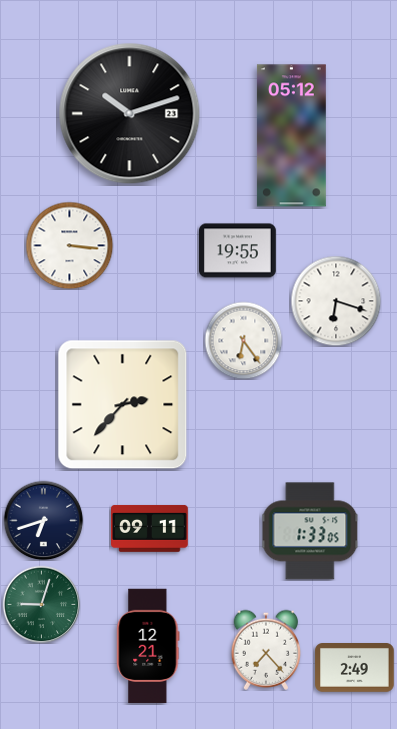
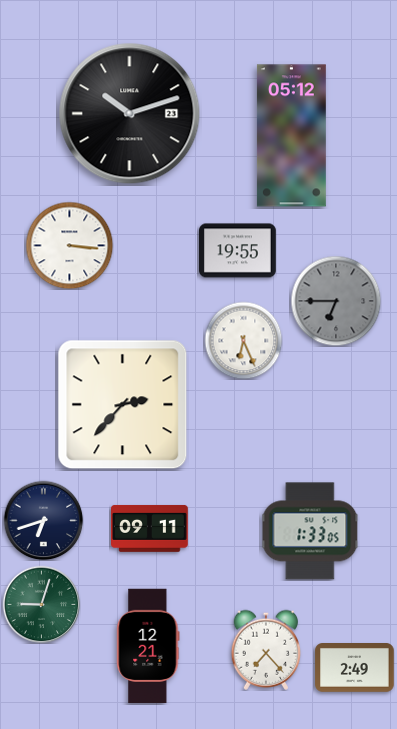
clock at (336, 301): 6:18 -> 6:45
clock at (336, 301) dial: white -> grey
clock at (243, 340): 6:24 -> 6:26
